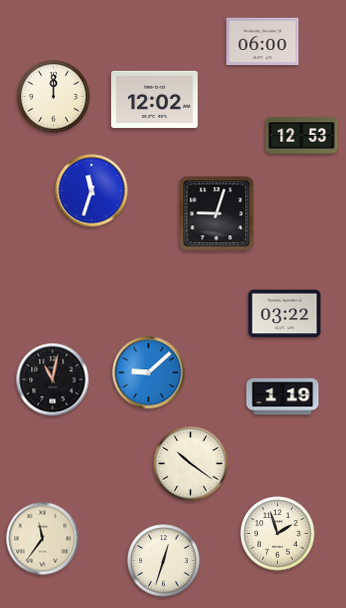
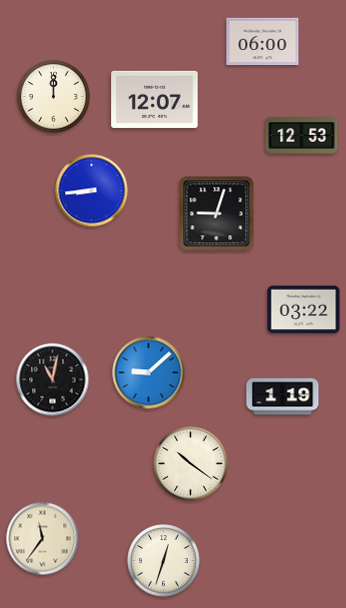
clock at (155, 99): 12:02 -> 12:07
clock at (92, 191): 11:33 -> 8:44
clock at (285, 314) position: (285, 314) -> (304, 310)
clock at (278, 534): 1:57 -> none
